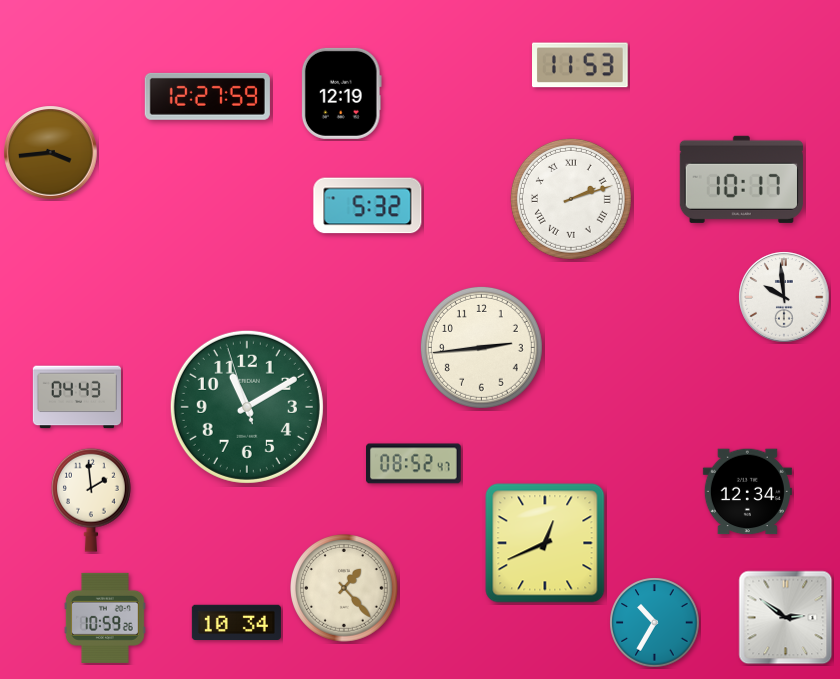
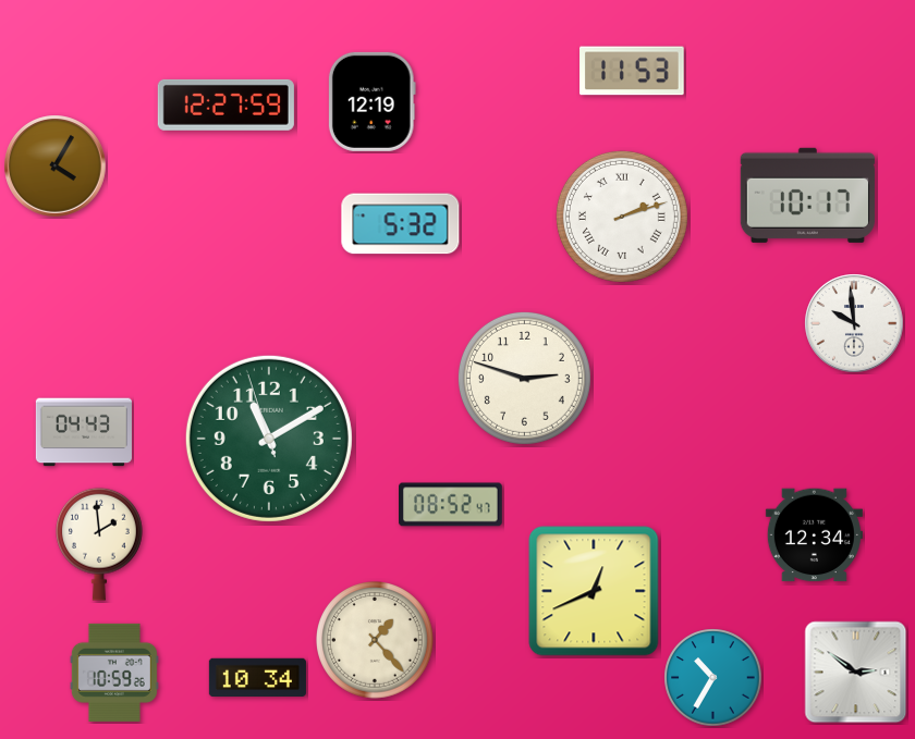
clock at (51, 153): 3:44 -> 4:05
clock at (481, 347): 2:44 -> 2:48
clock at (247, 407) position: (247, 407) -> (269, 439)
